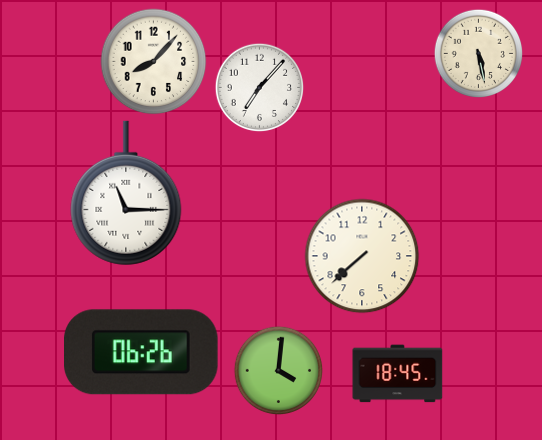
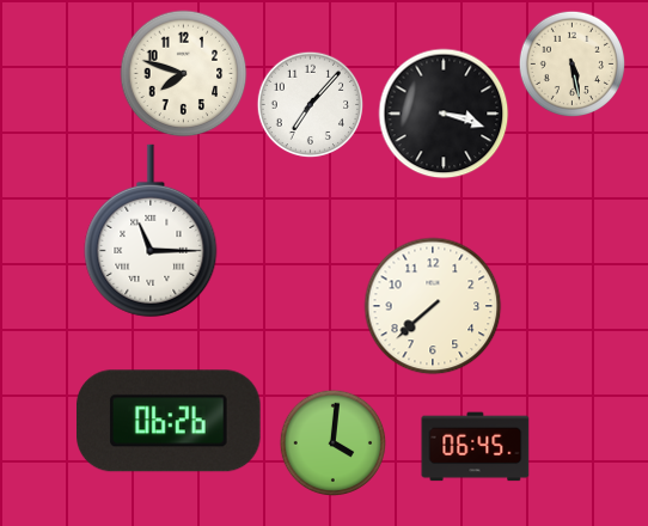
clock at (154, 62): 8:07 -> 7:48
clock at (444, 114): none -> 3:18
clock at (398, 374): 18:45 -> 06:45
